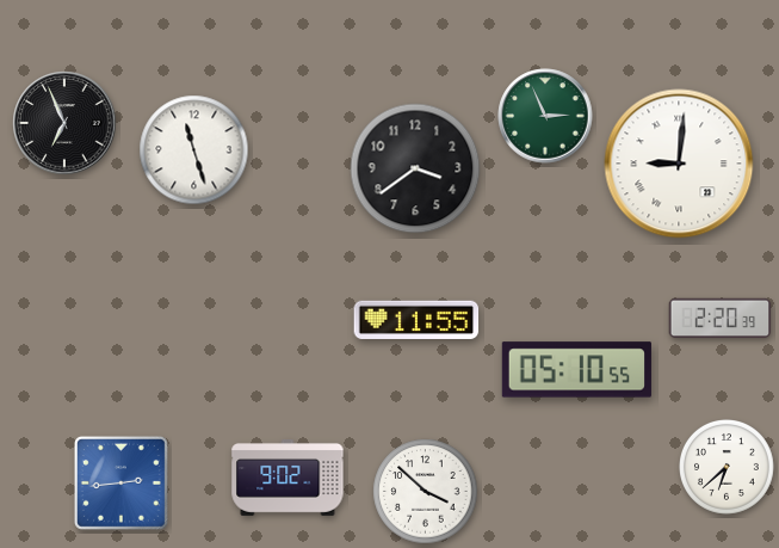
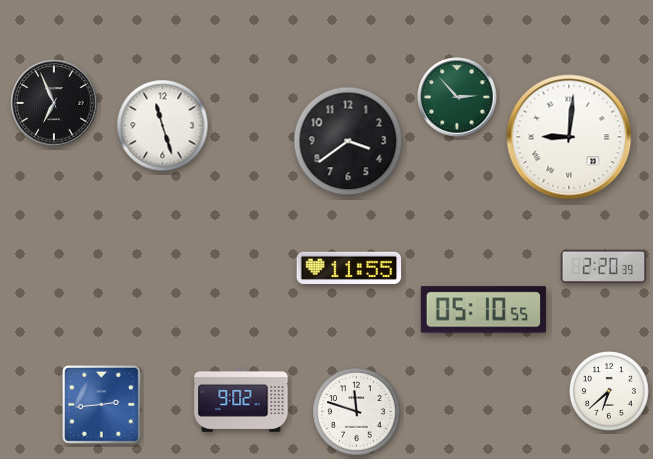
clock at (545, 116): 2:56 -> 2:53
clock at (426, 492): 3:52 -> 11:48
